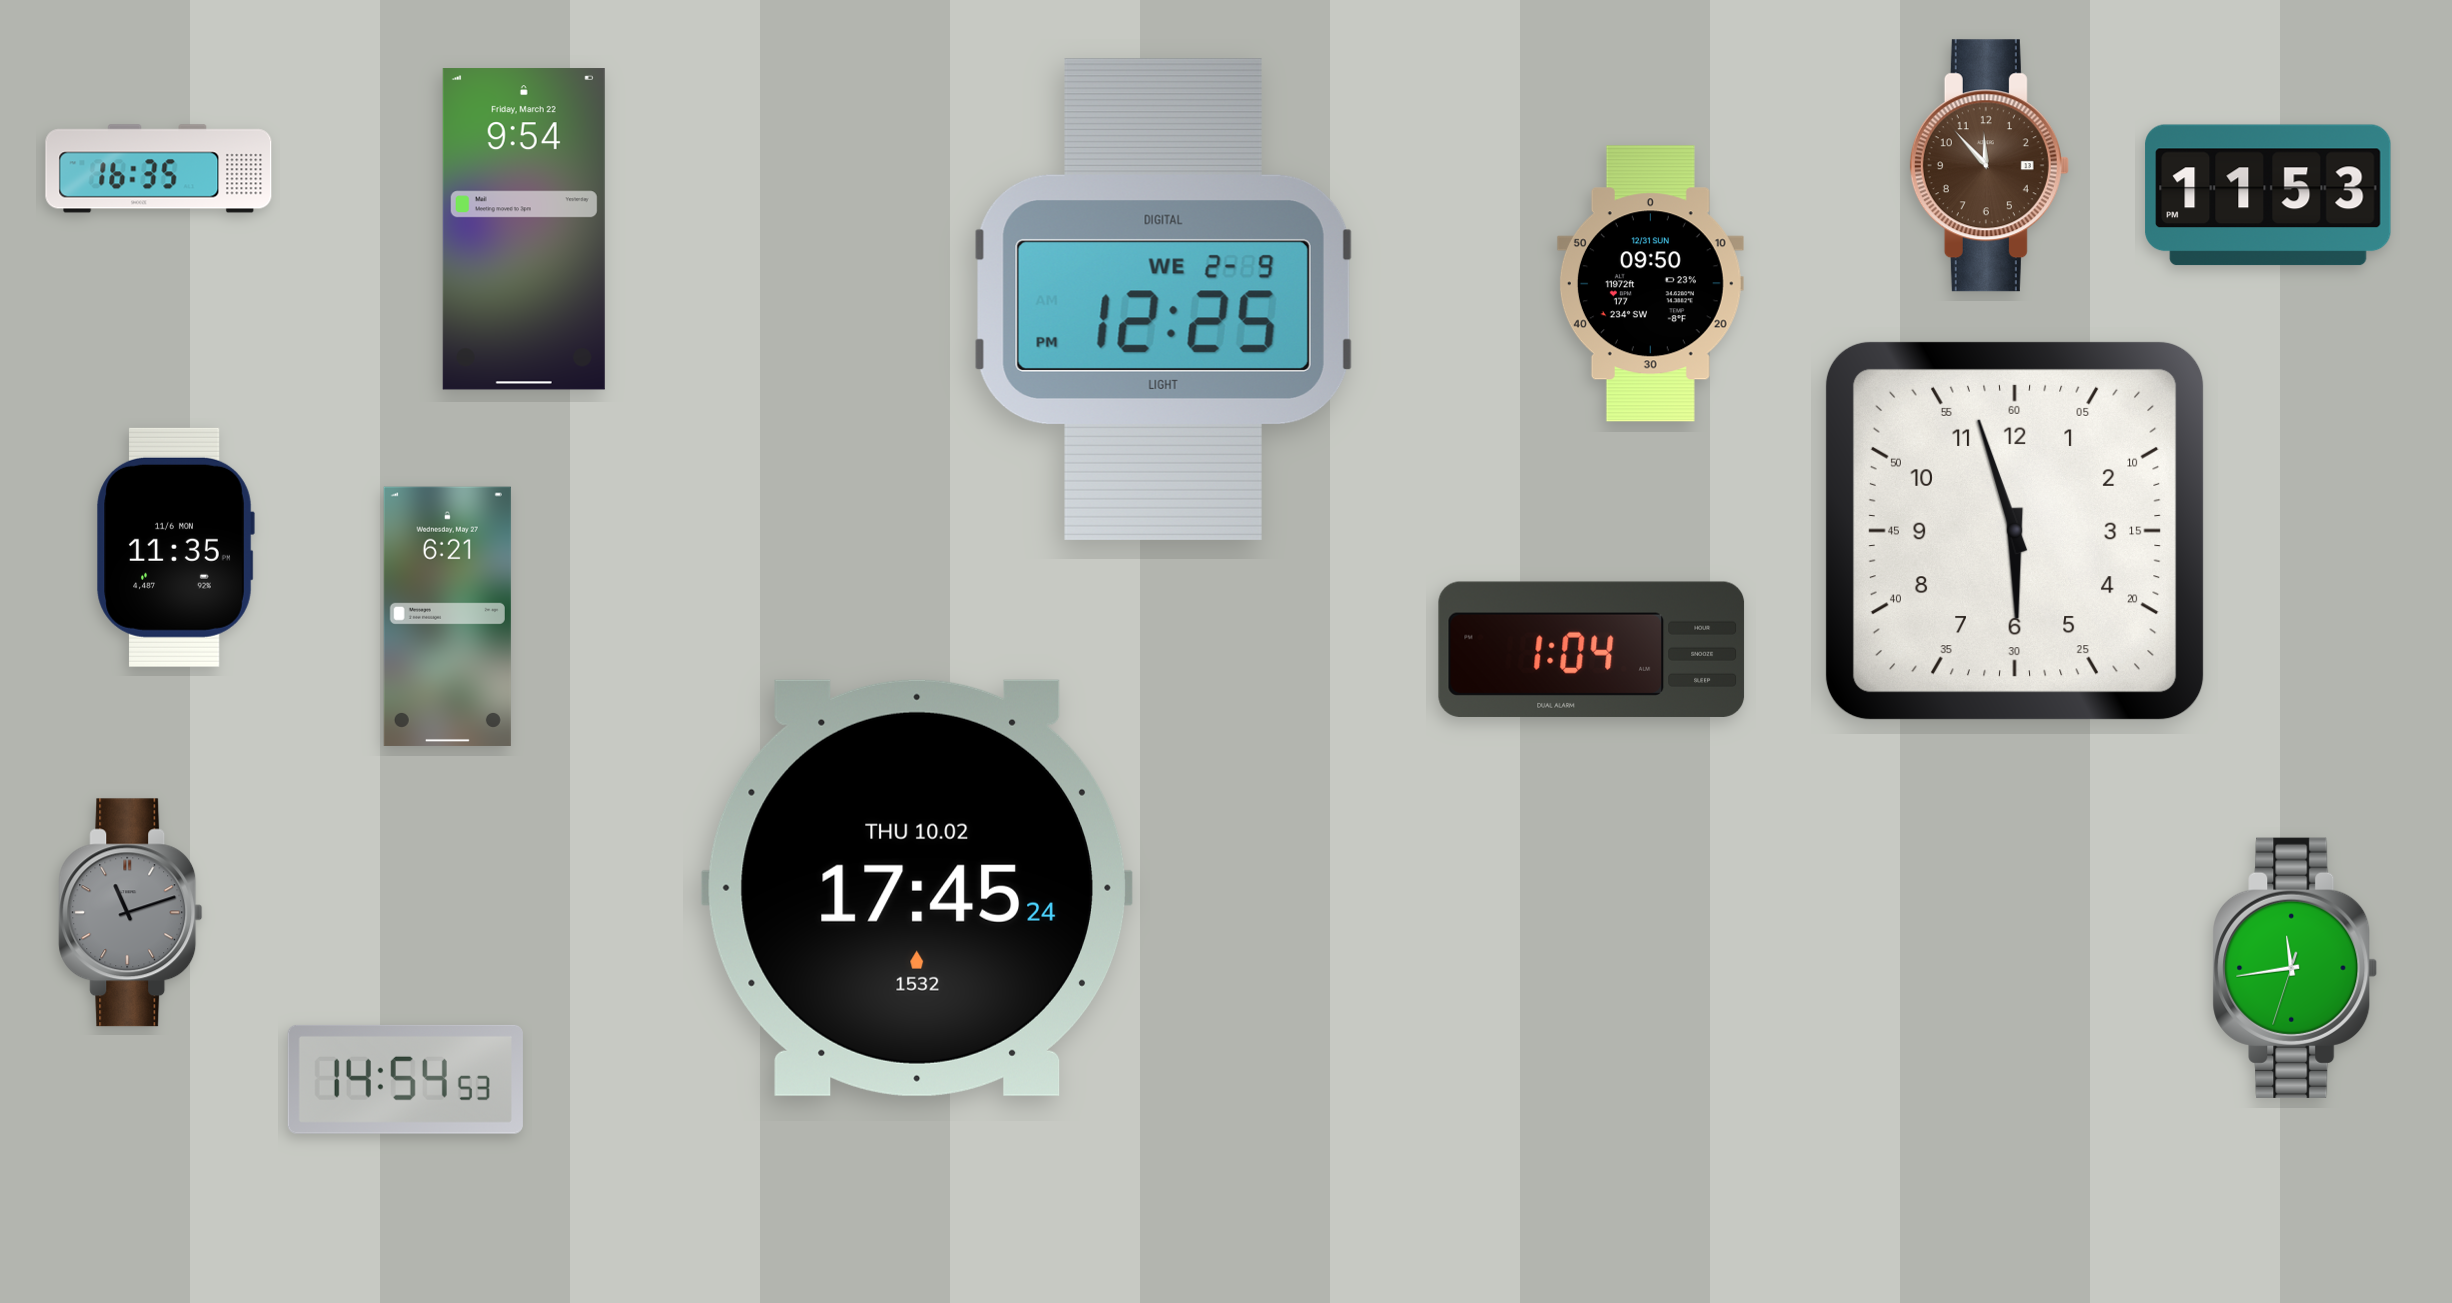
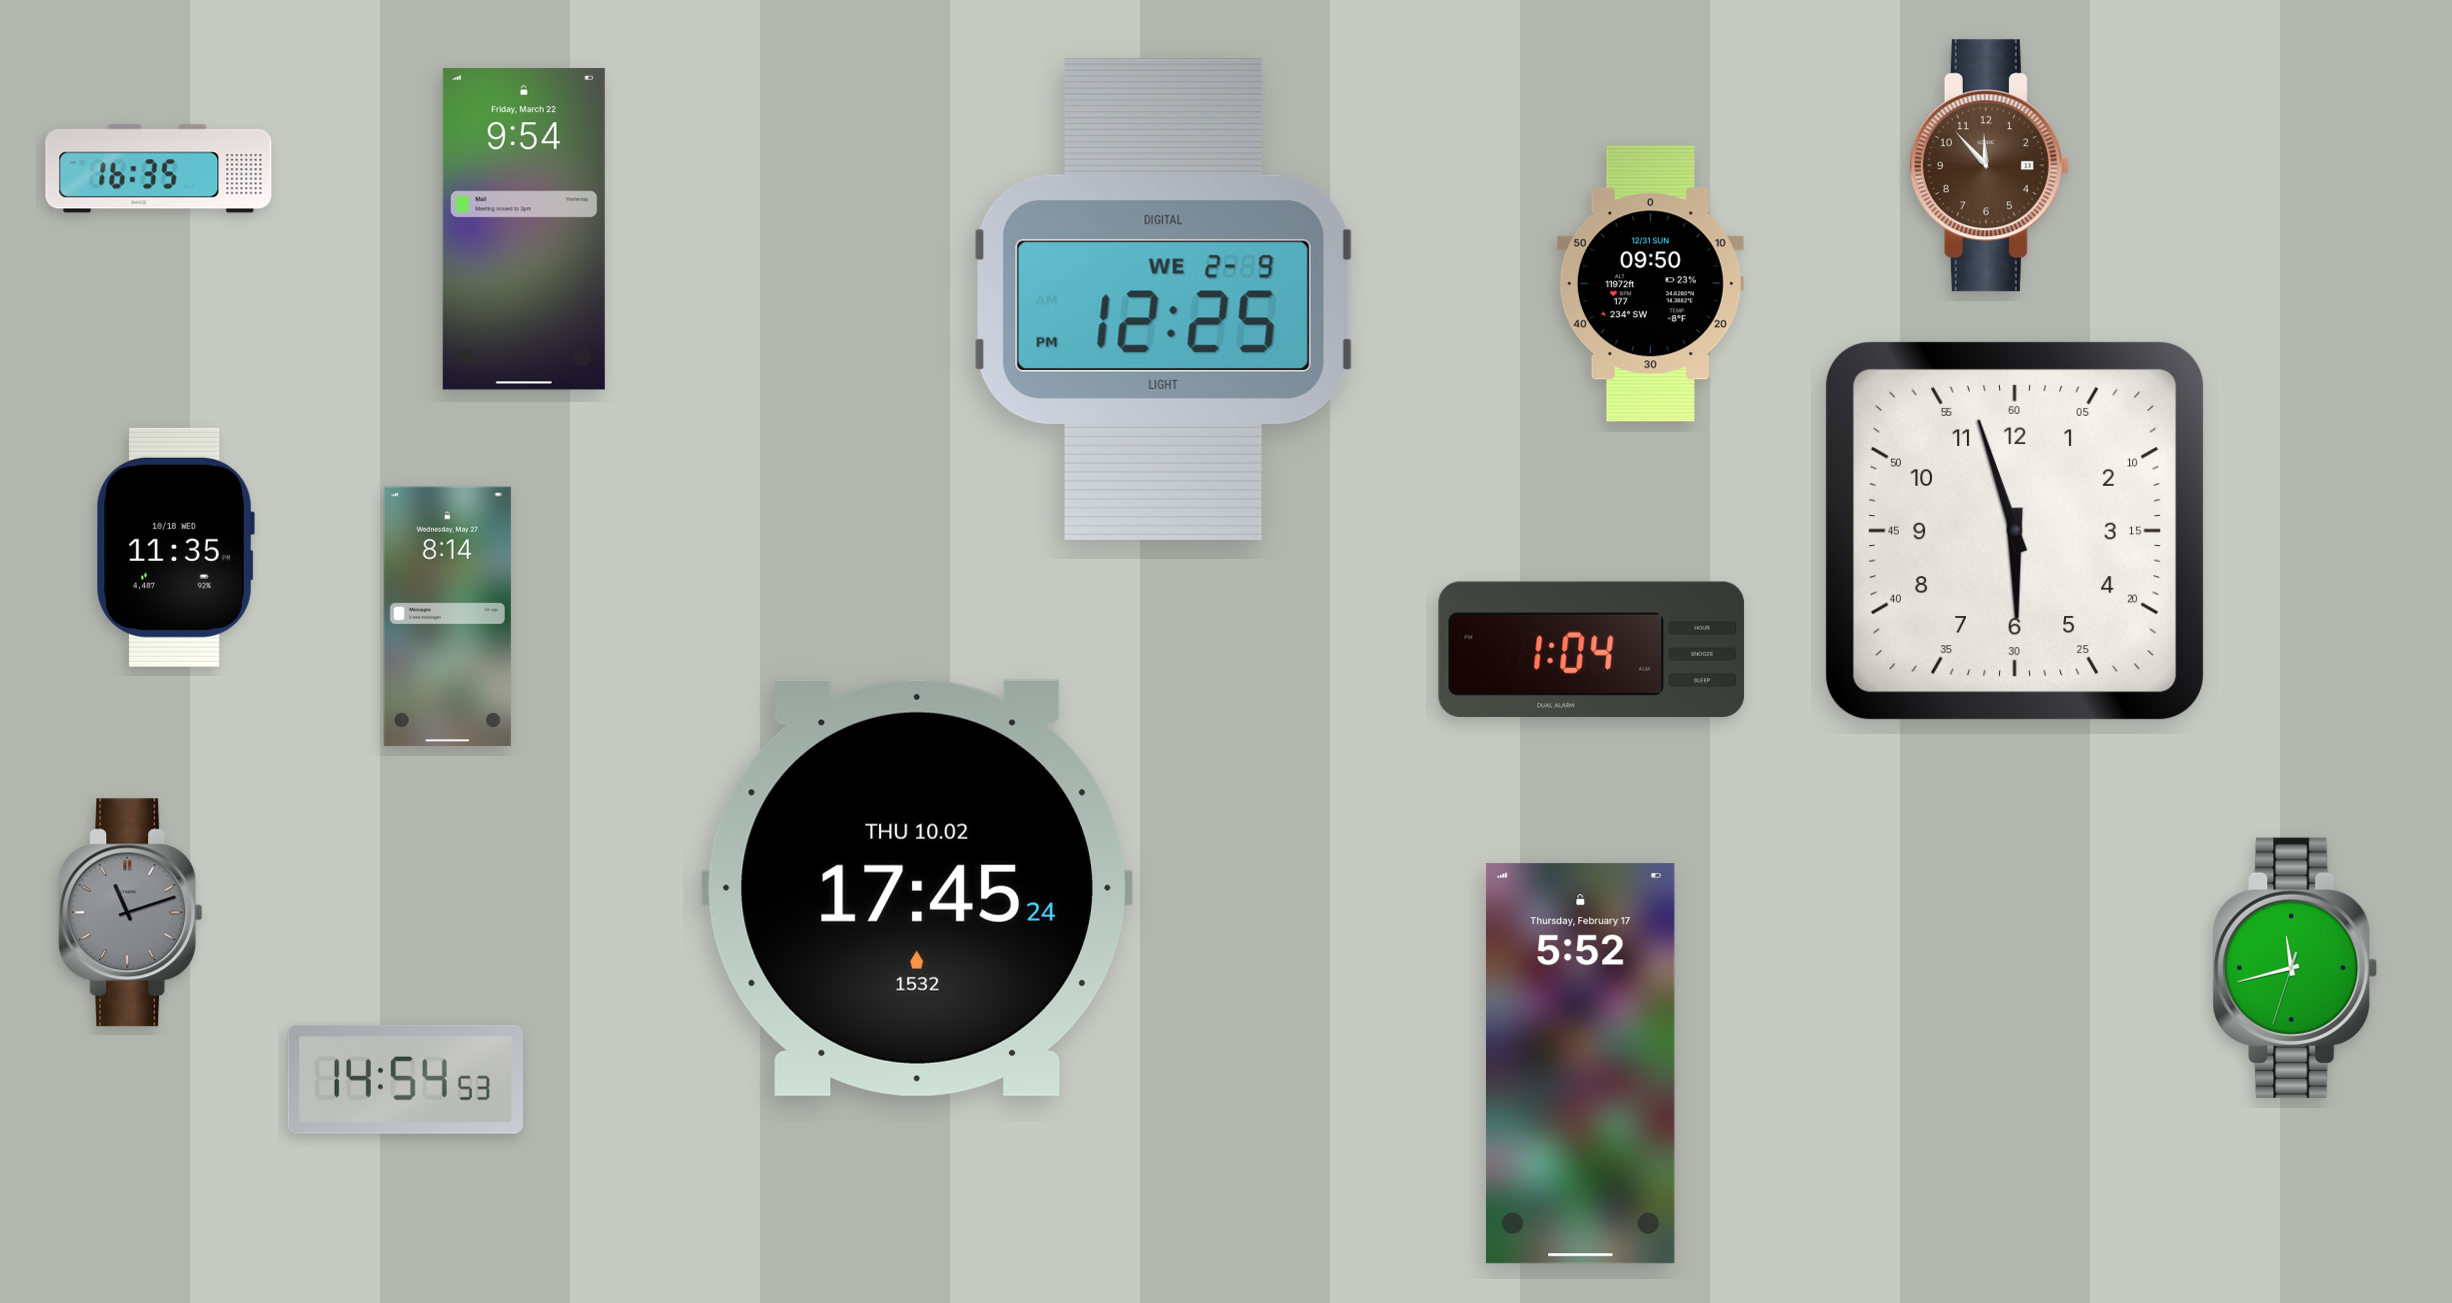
clock at (2268, 195): 11:53 -> none
clock at (175, 547) date: 11/6 MON -> 10/18 WED
clock at (447, 616): 6:21 -> 8:14
clock at (2295, 968): 11:43 -> 11:42
clock at (1580, 1064): none -> 5:52
